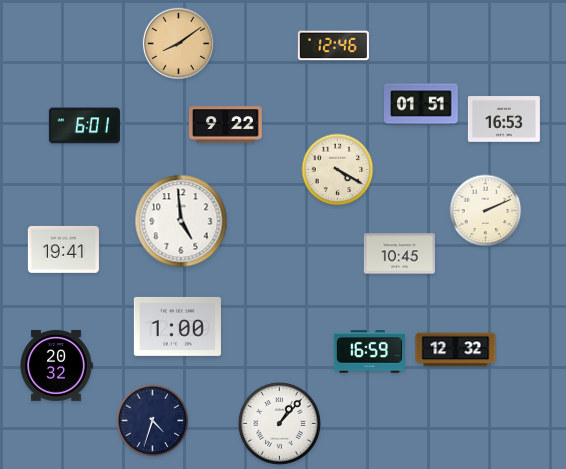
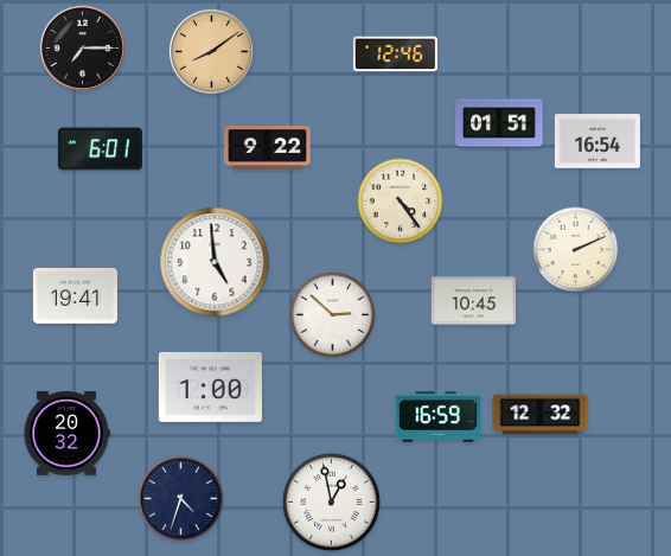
clock at (82, 47): none -> 7:15
clock at (504, 119): 16:53 -> 16:54
clock at (338, 170): 4:20 -> 4:24
clock at (333, 315): none -> 2:52
clock at (280, 424): 1:07 -> 12:58
